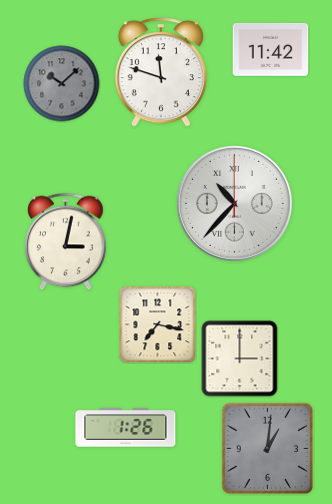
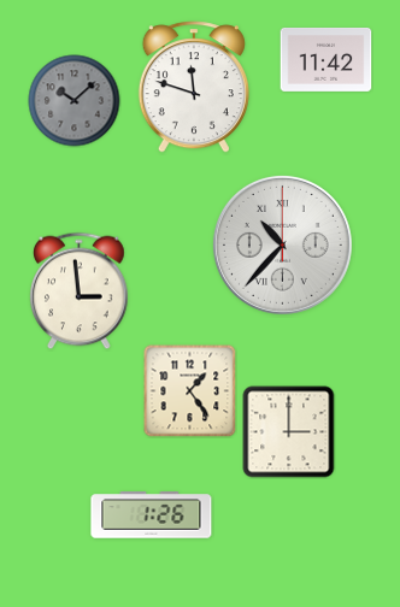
clock at (66, 242): 3:02 -> 2:59
clock at (158, 325): 7:17 -> 1:24
clock at (268, 449): 1:01 -> none
